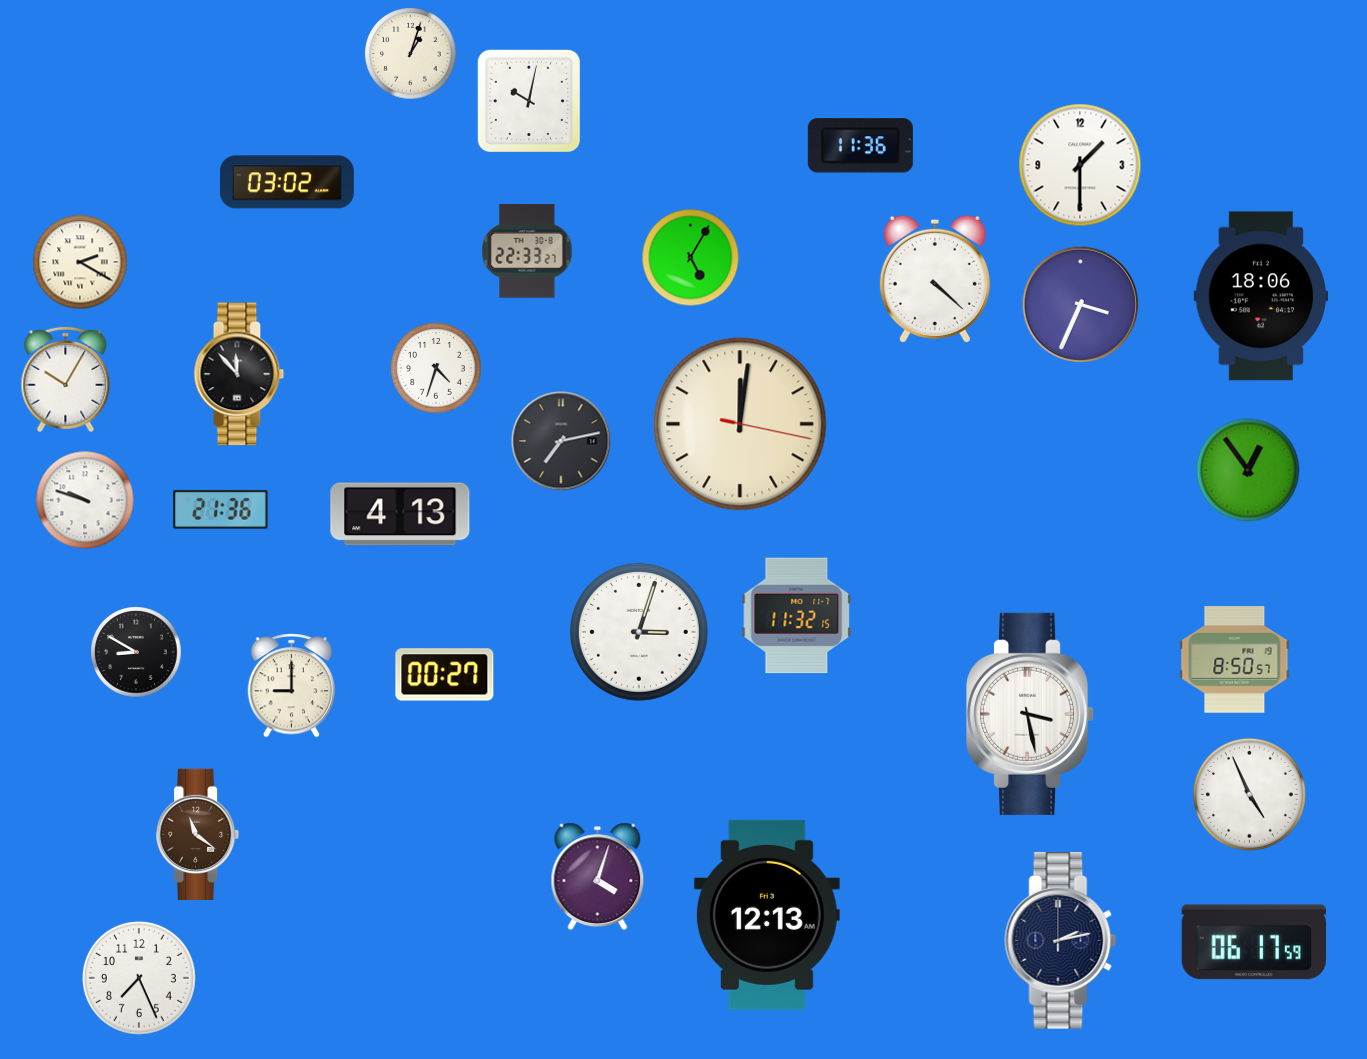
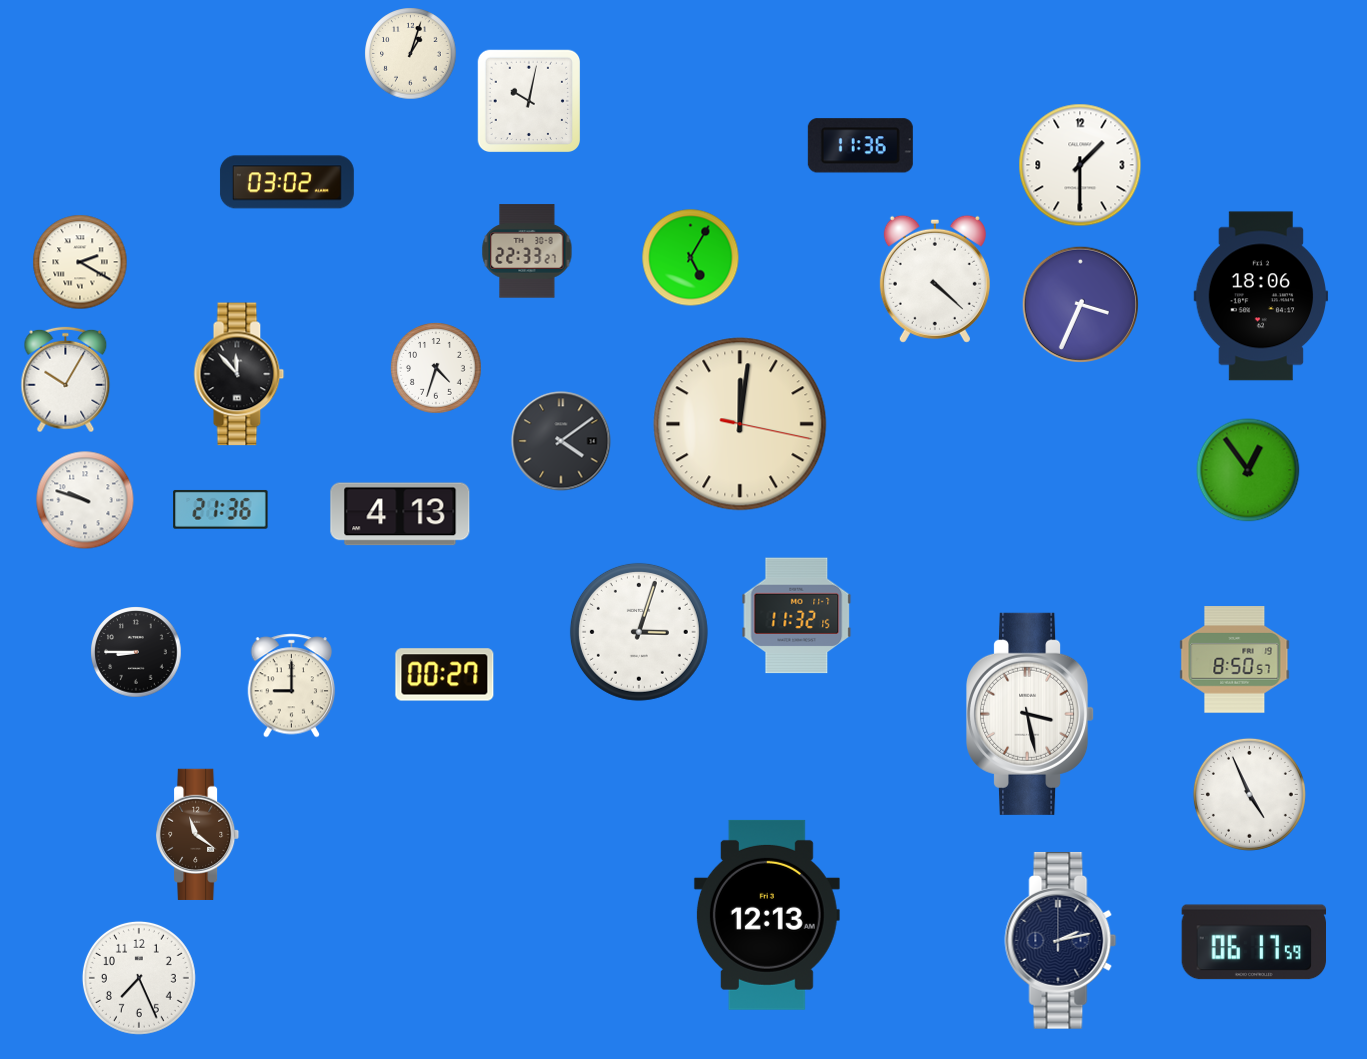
clock at (561, 441): 7:13 -> 4:09
clock at (136, 652): 8:50 -> 8:45
clock at (598, 877): 4:03 -> none
